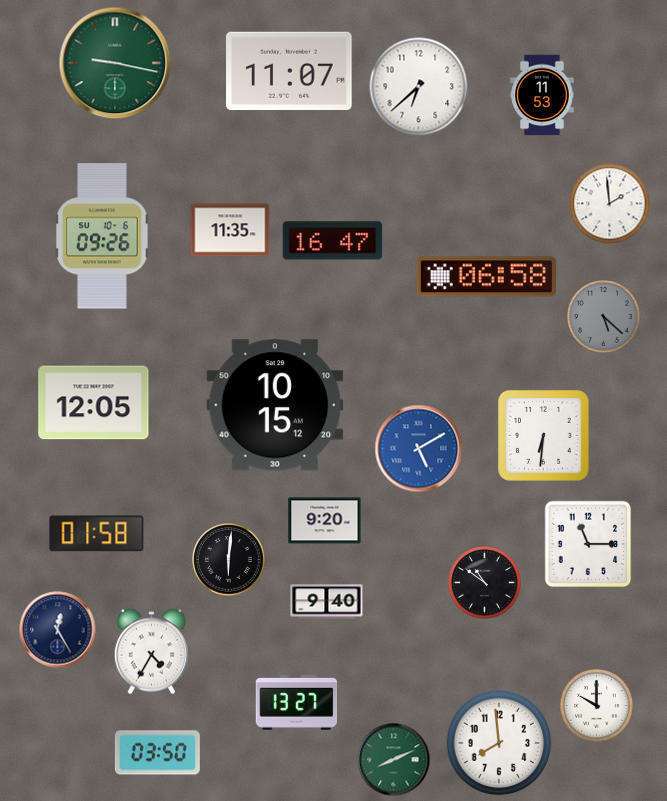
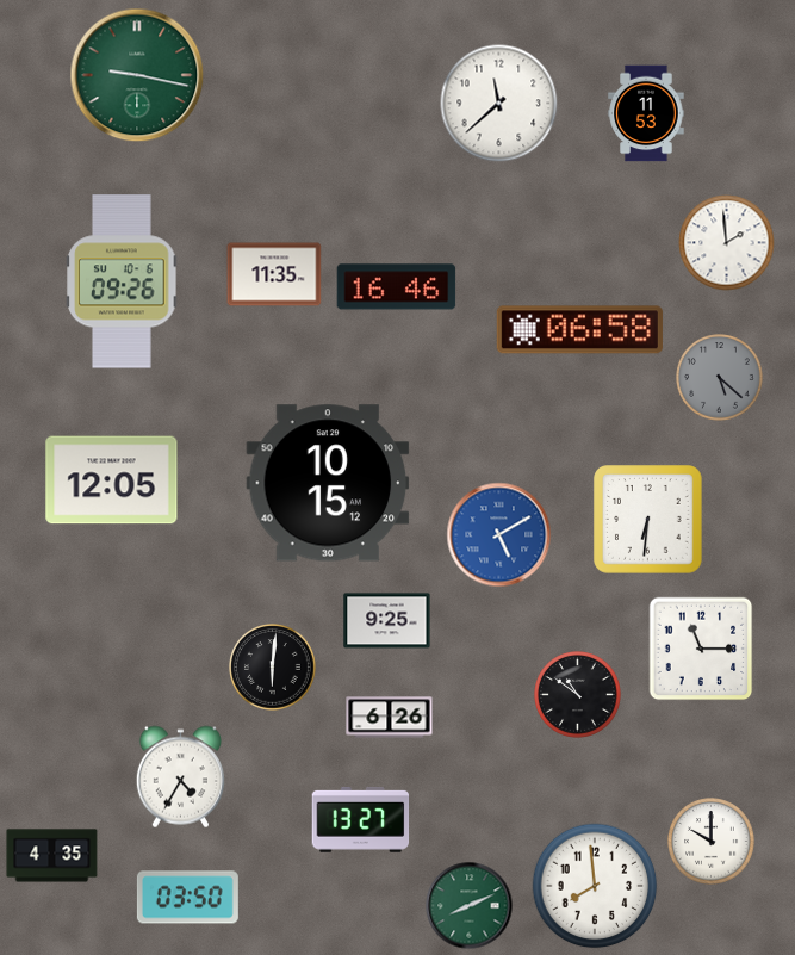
clock at (289, 70): 11:07 -> none
clock at (419, 87): 6:38 -> 11:38
clock at (333, 241): 16:47 -> 16:46
clock at (325, 521): 9:20 -> 9:25
clock at (97, 534): 01:58 -> none
clock at (327, 602): 9:40 -> 6:26
clock at (58, 630): 12:25 -> none
clock at (297, 702) position: (297, 702) -> (361, 819)
clock at (52, 856): none -> 4:35
